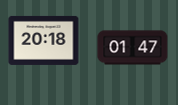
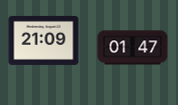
clock at (44, 40): 20:18 -> 21:09
